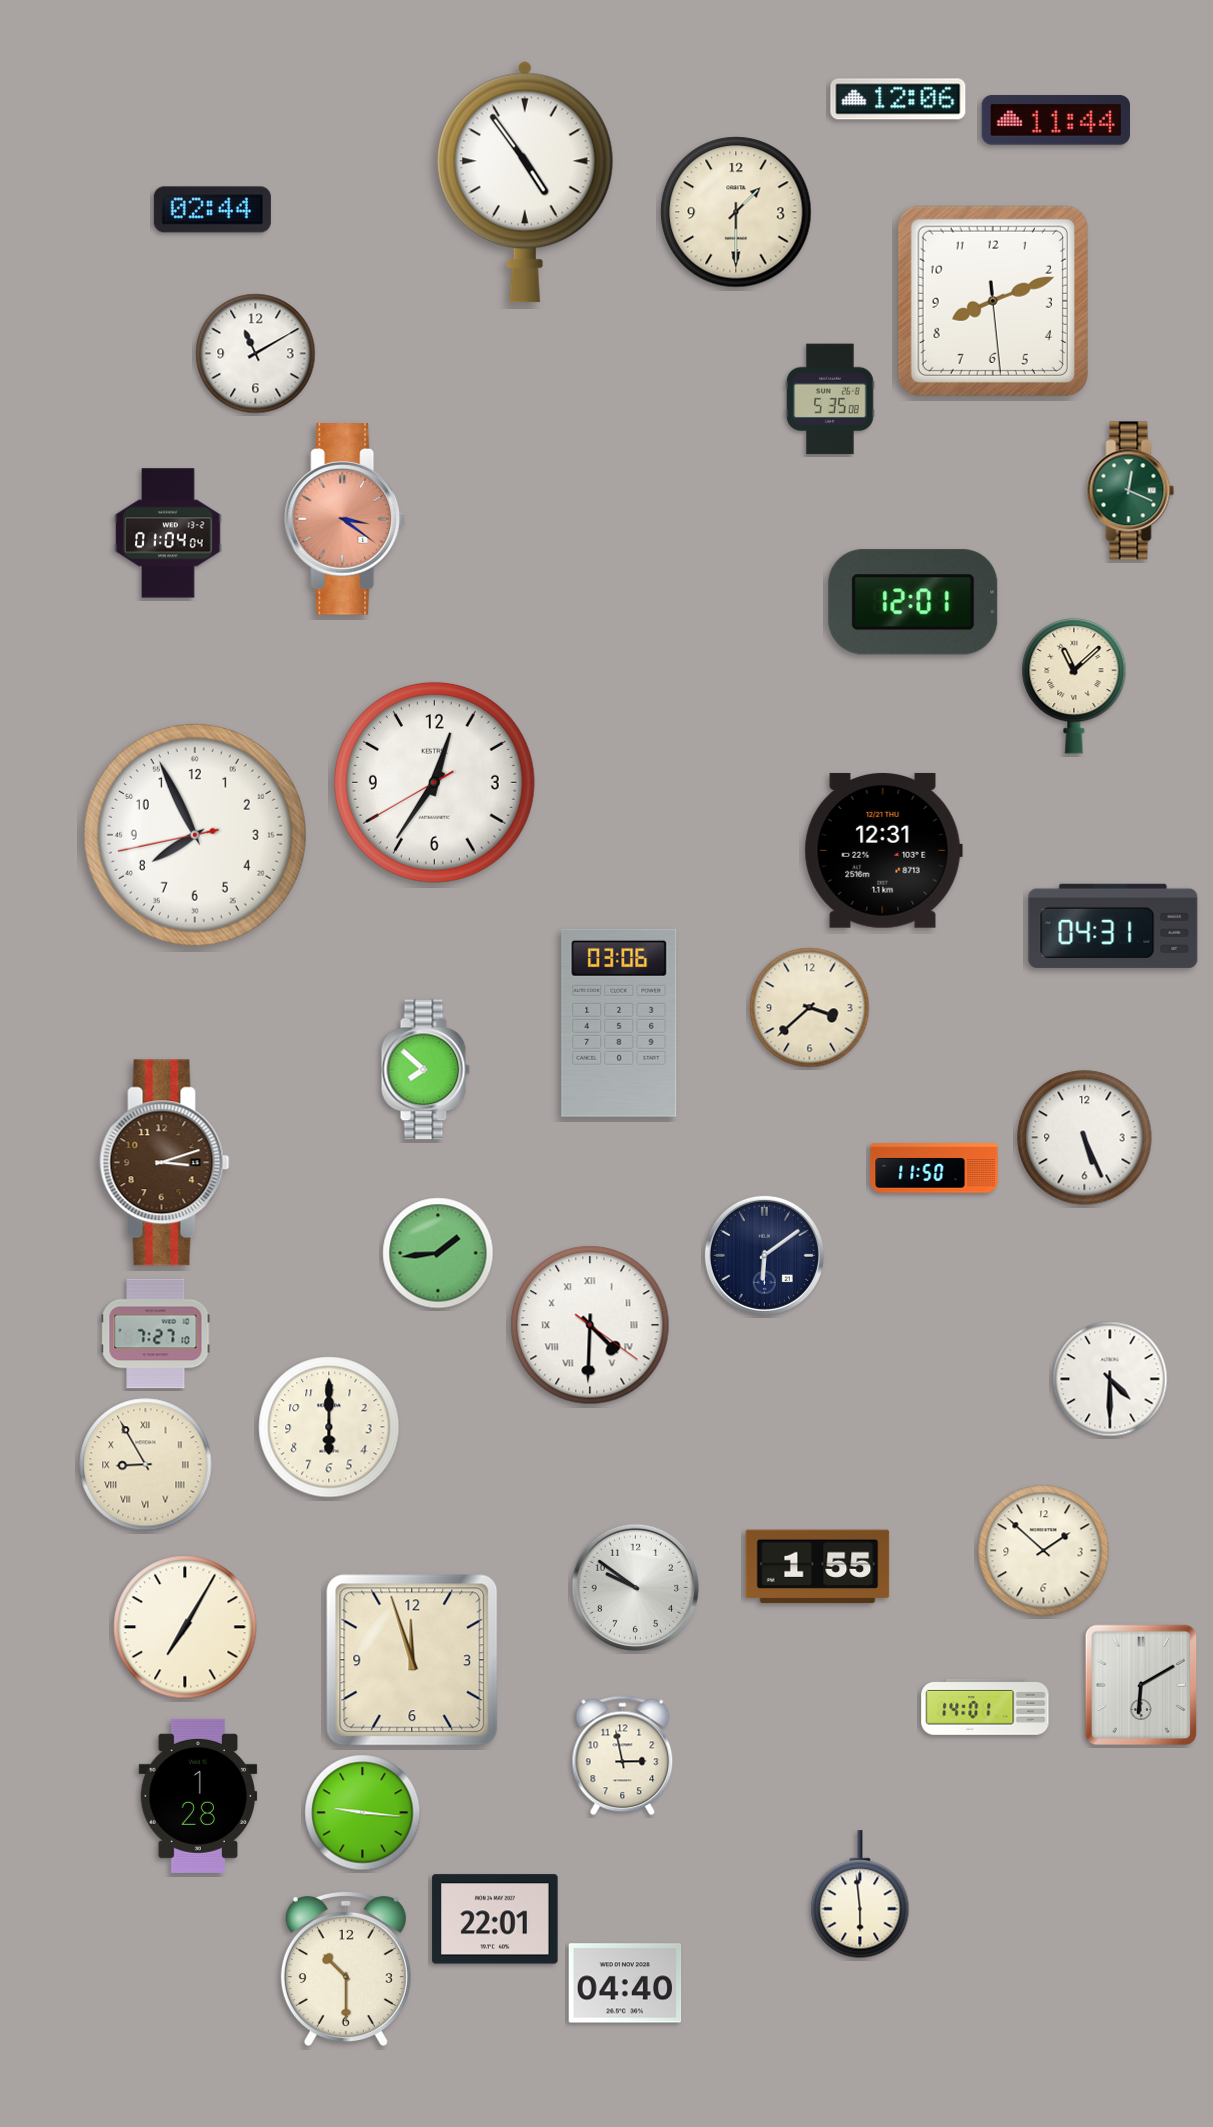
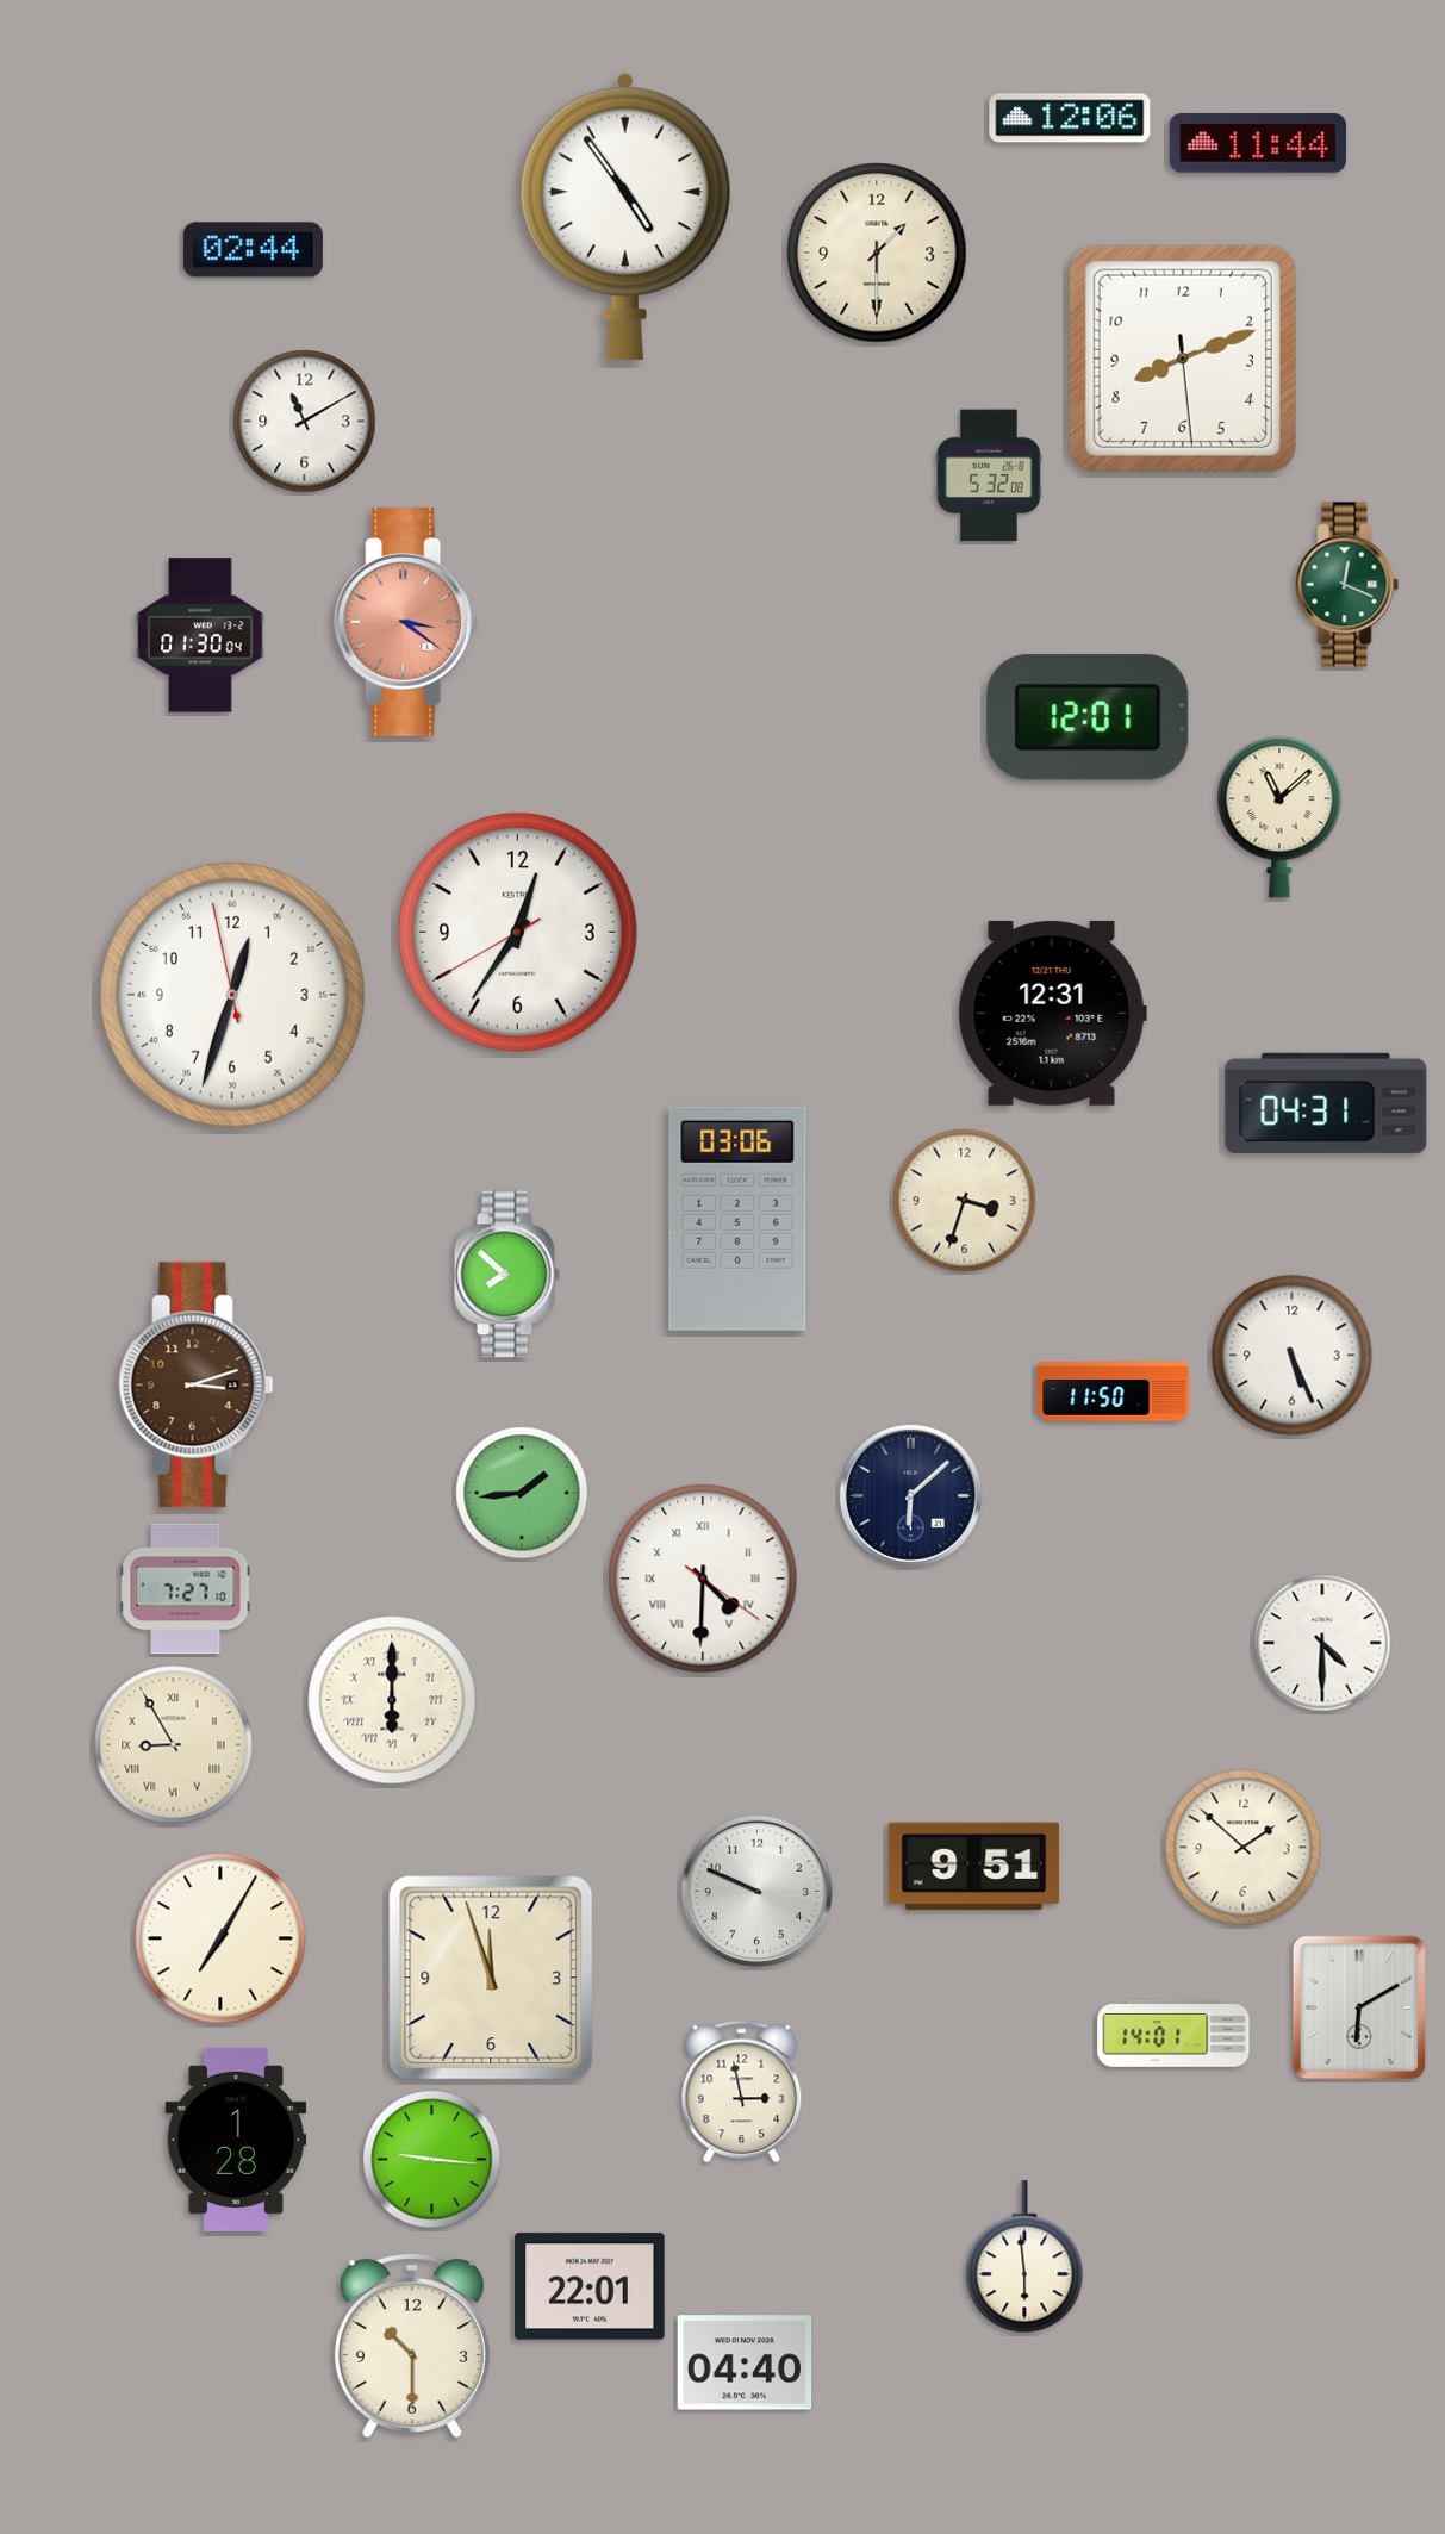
clock at (830, 399): 5:35 -> 5:32
clock at (345, 520) position: (345, 520) -> (406, 623)
clock at (168, 533): 01:04 -> 01:30
clock at (195, 835): 7:55 -> 12:32
clock at (810, 1008): 3:38 -> 3:33
clock at (764, 1255): 6:09 -> 6:08
clock at (329, 1427) numerals: Arabic -> Roman
clock at (818, 1567): 1:55 -> 9:51
clock at (635, 1587): 9:51 -> 9:49
